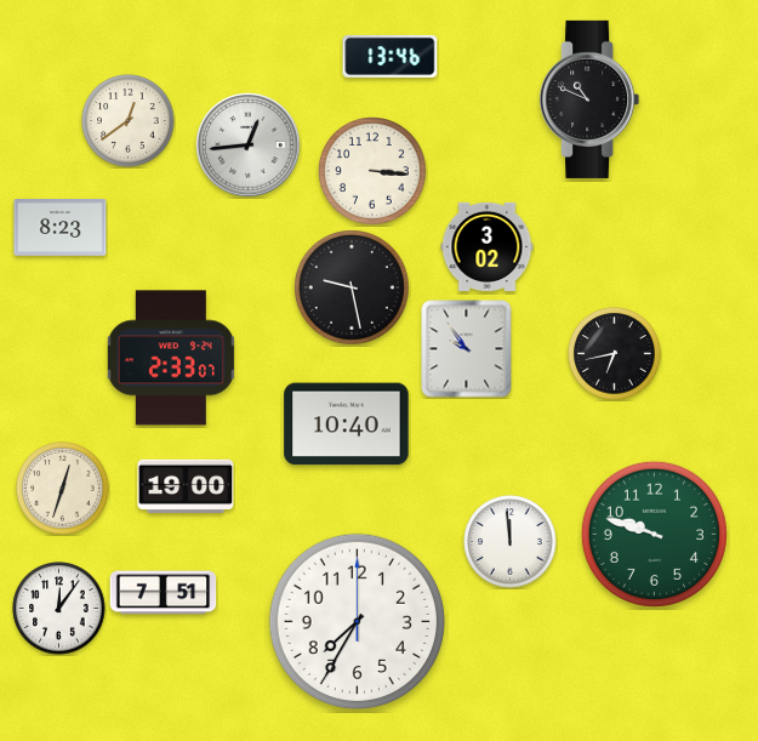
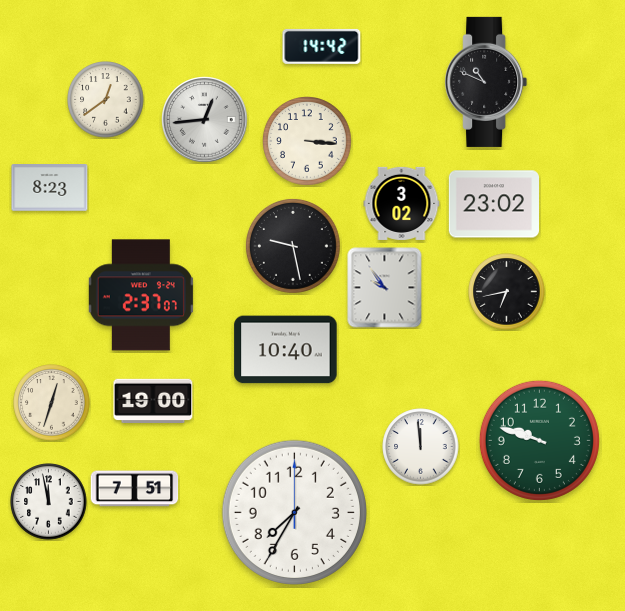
clock at (391, 56): 13:46 -> 14:42
clock at (493, 204): none -> 23:02
clock at (352, 287) position: (352, 287) -> (293, 246)
clock at (171, 358): 2:33 -> 2:37
clock at (59, 609): 12:06 -> 11:58
